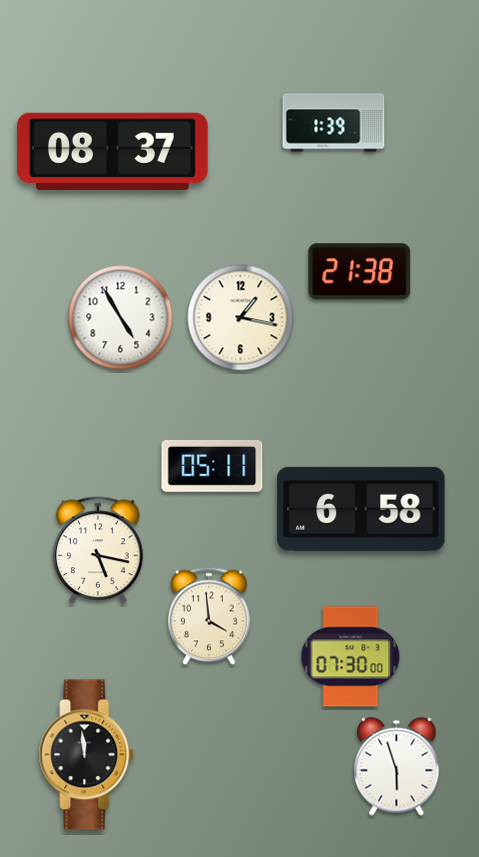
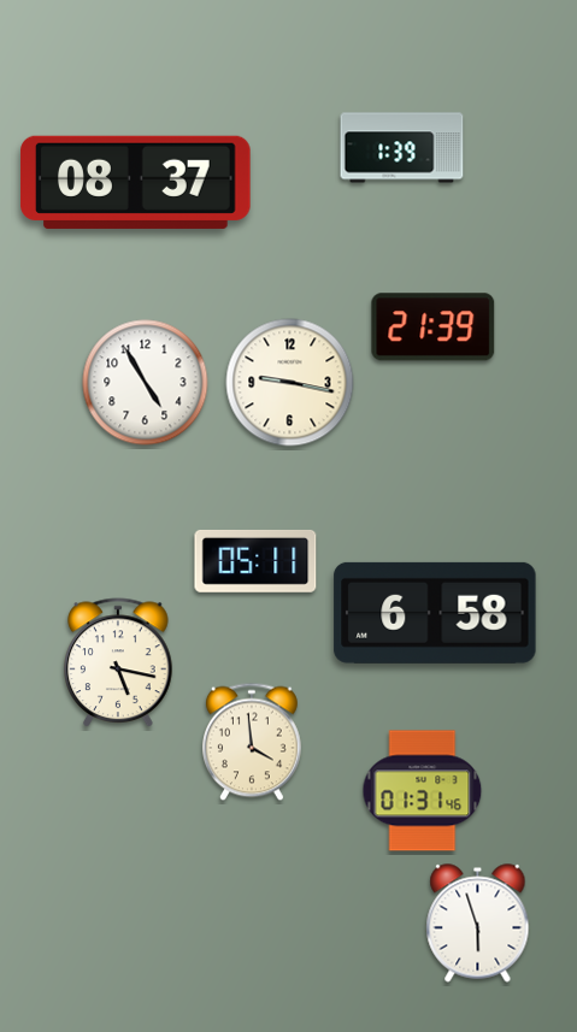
clock at (360, 272): 21:38 -> 21:39
clock at (241, 318): 1:17 -> 9:17
clock at (351, 657): 07:30 -> 01:31
clock at (87, 755): 11:59 -> none
